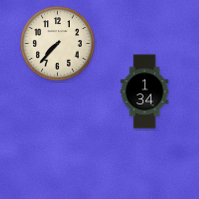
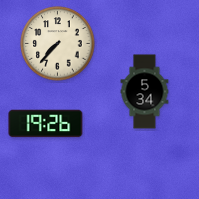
clock at (145, 92): 1:34 -> 5:34
clock at (46, 124): none -> 19:26
